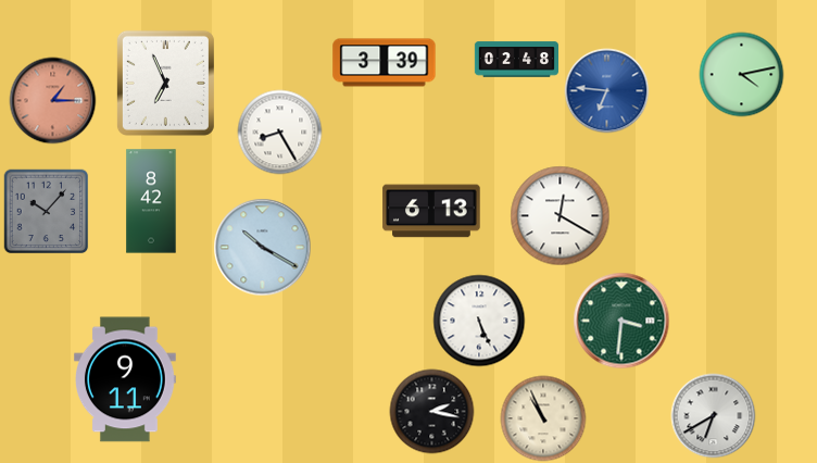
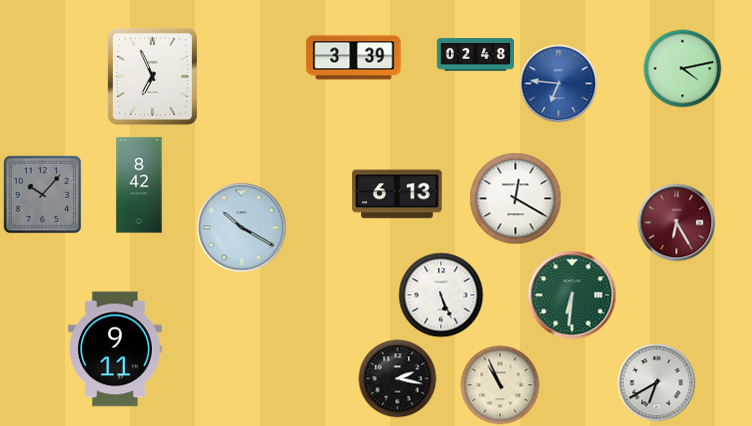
clock at (52, 100): 1:15 -> none
clock at (279, 132): 8:25 -> none
clock at (676, 222): none -> 6:25
clock at (621, 321): 3:31 -> 6:31
